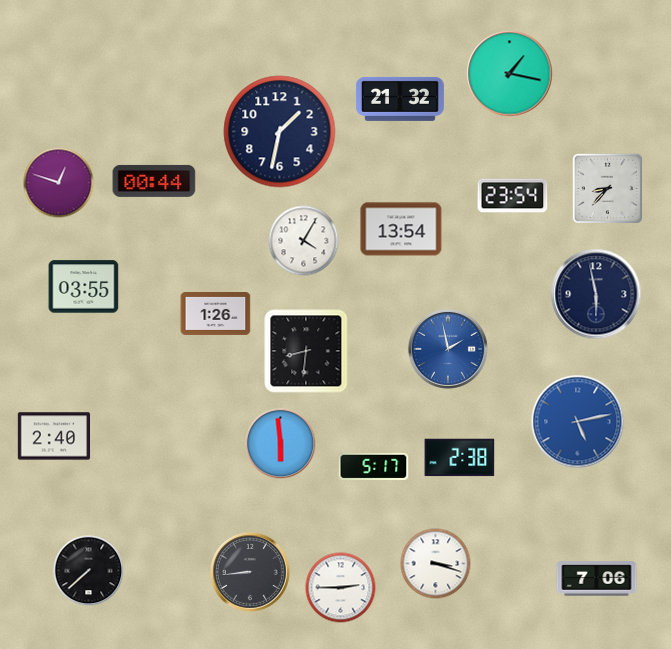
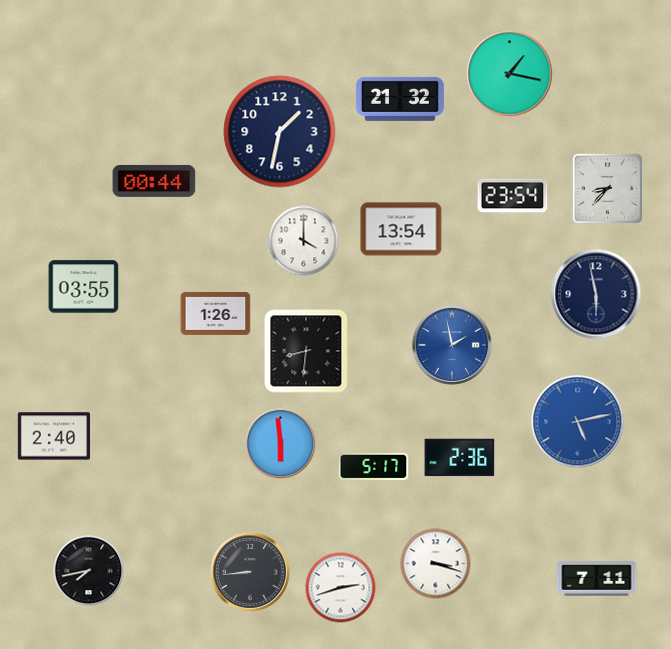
clock at (59, 183): 12:48 -> none
clock at (304, 241): 4:05 -> 4:00
clock at (448, 349) position: (448, 349) -> (452, 345)
clock at (460, 458): 2:38 -> 2:36
clock at (89, 571): 7:38 -> 7:43
clock at (597, 579): 7:06 -> 7:11
clock at (341, 588): 2:45 -> 2:42
